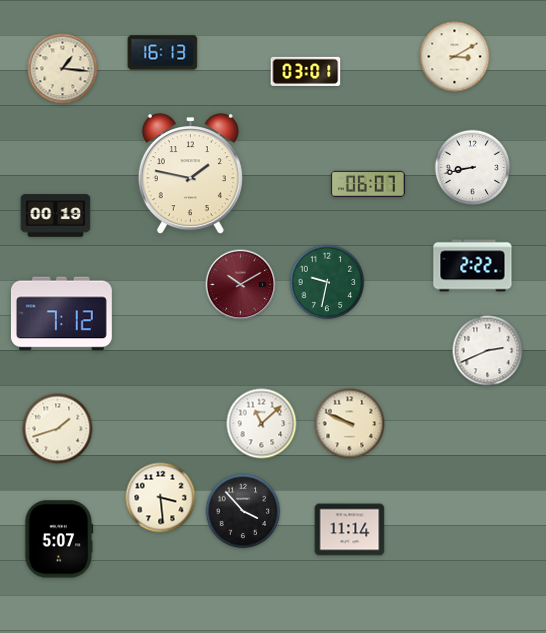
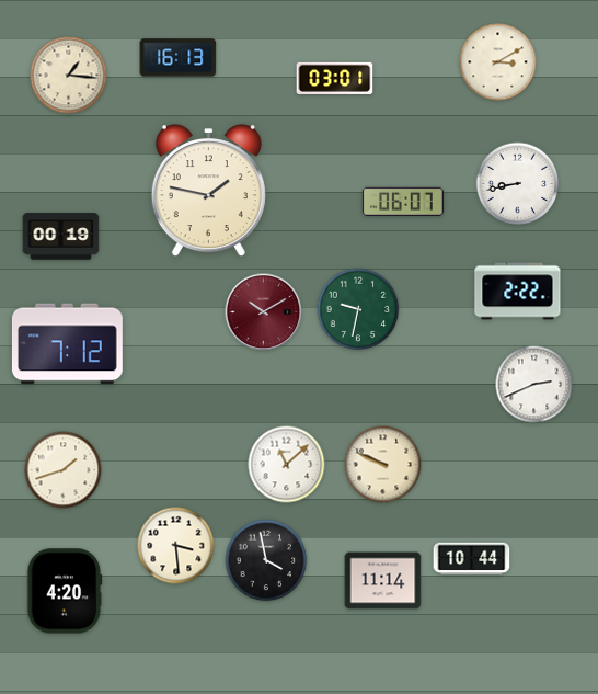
clock at (472, 559): none -> 10:44
clock at (243, 511): 3:53 -> 3:58
clock at (59, 539): 5:07 -> 4:20
